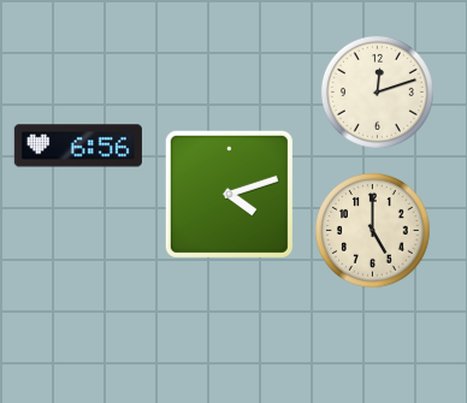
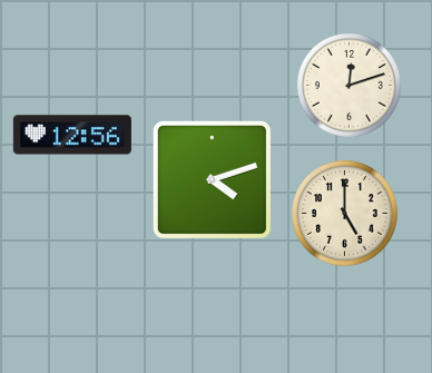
clock at (78, 146): 6:56 -> 12:56
